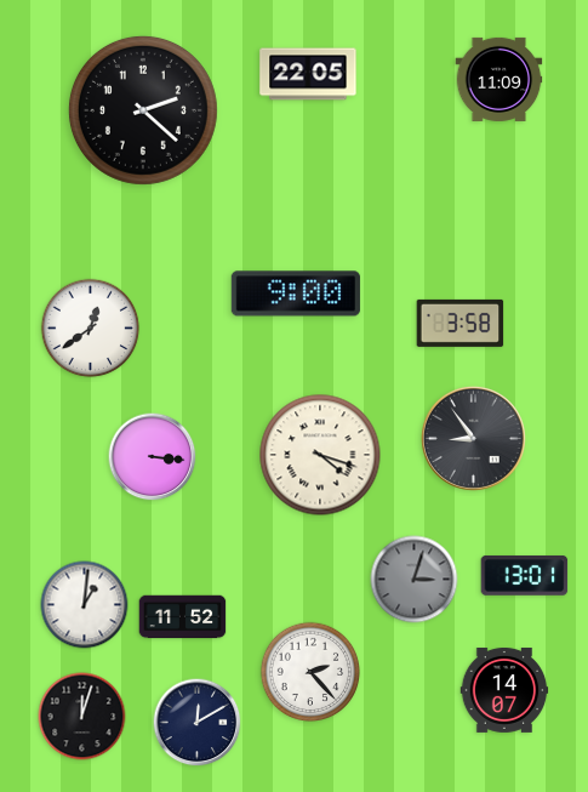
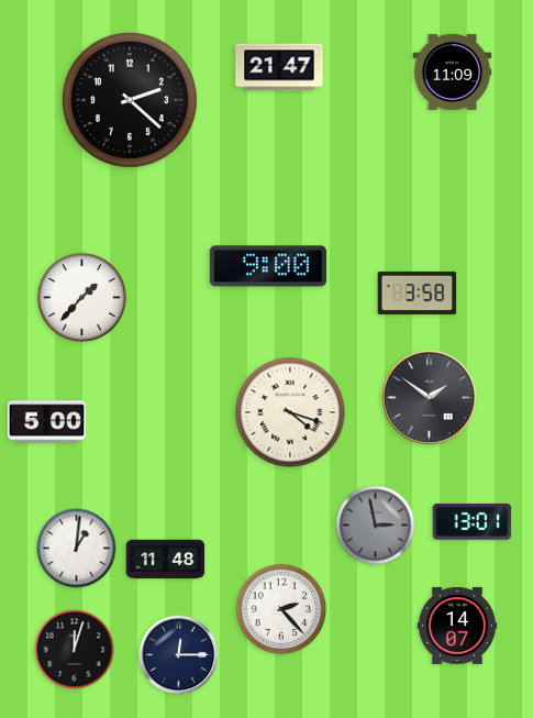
clock at (308, 74): 22:05 -> 21:47
clock at (91, 329): 12:39 -> 1:37
clock at (473, 438): 8:54 -> 1:51
clock at (153, 457): 3:16 -> none
clock at (47, 422): none -> 5:00
clock at (525, 576) position: (525, 576) -> (473, 522)
clock at (415, 580): 3:03 -> 2:58
clock at (183, 617): 11:52 -> 11:48
clock at (198, 723): 12:10 -> 12:15
